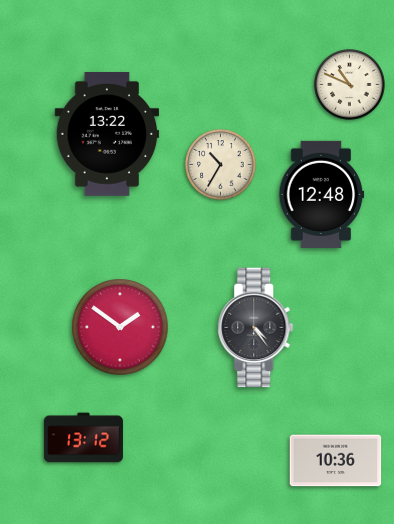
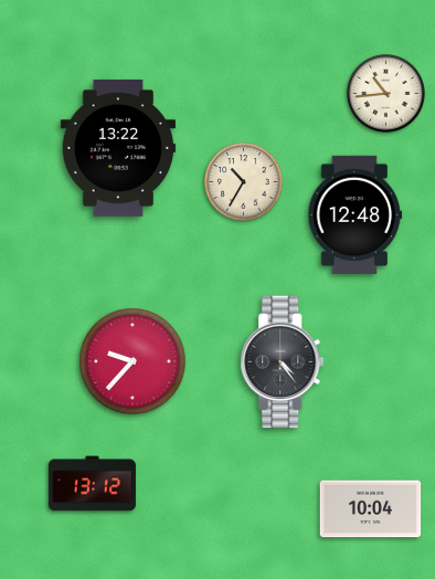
clock at (350, 85): 10:49 -> 10:44
clock at (120, 327): 1:51 -> 9:37
clock at (336, 461): 10:36 -> 10:04
